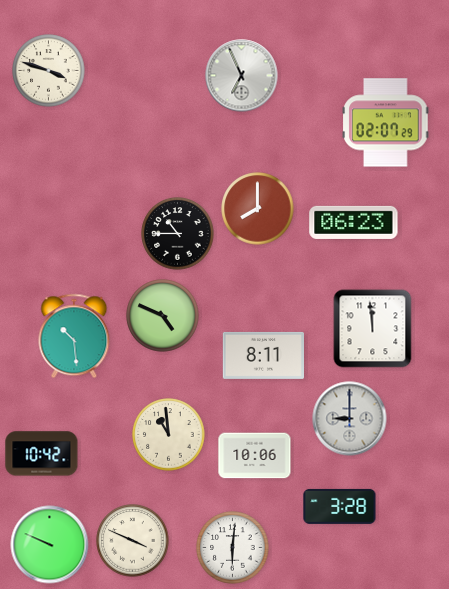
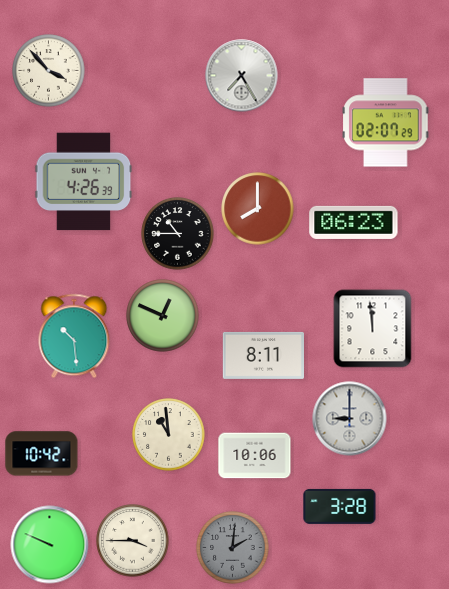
clock at (49, 71): 3:48 -> 3:53
clock at (242, 76): 6:56 -> 7:25
clock at (84, 182): none -> 4:26
clock at (163, 316): 4:49 -> 12:49
clock at (133, 541): 3:49 -> 3:45
clock at (233, 548): 6:01 -> 2:01
clock at (233, 548) dial: white -> grey
